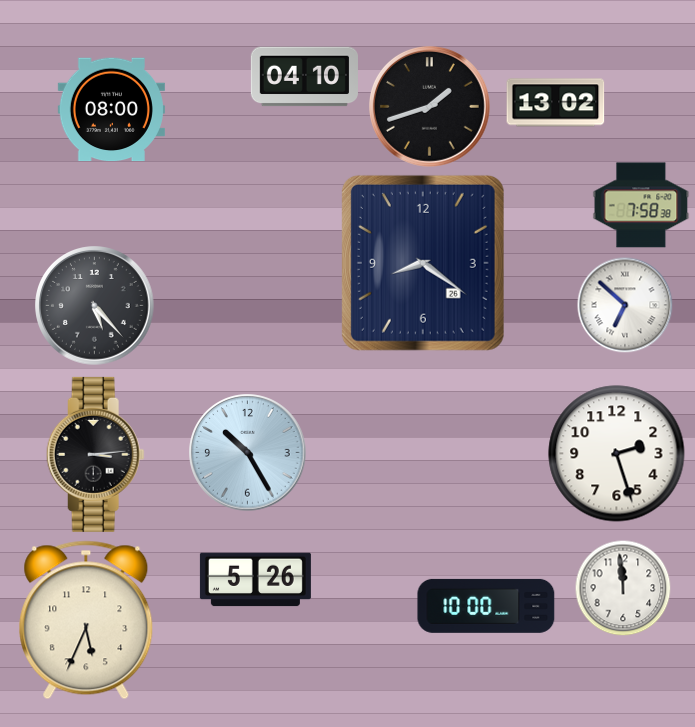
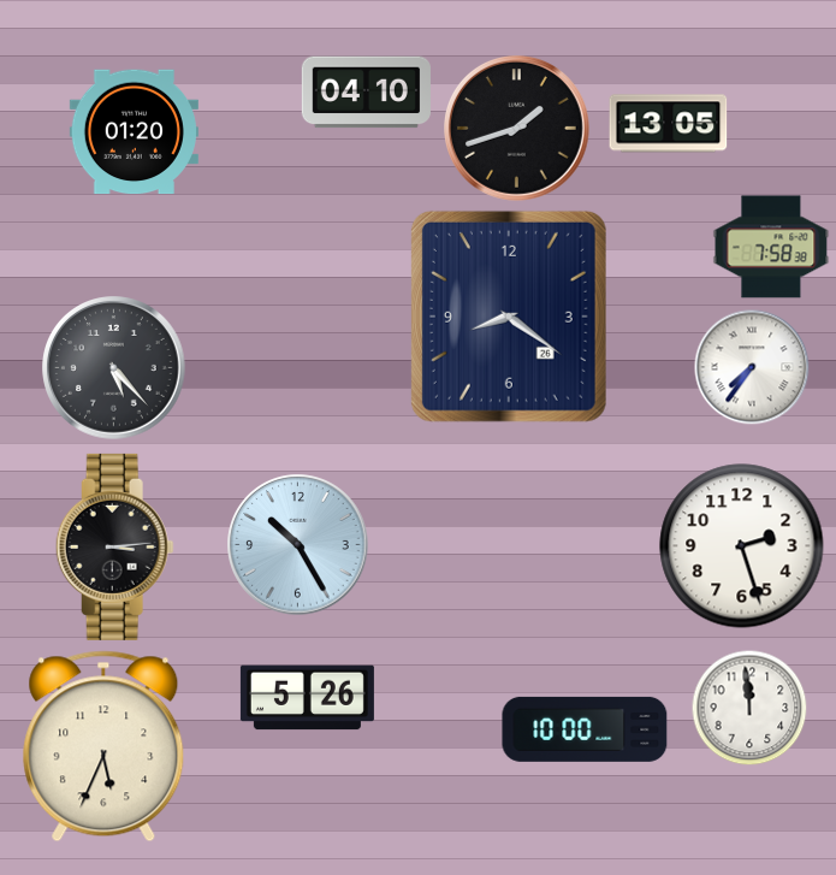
clock at (556, 103): 13:02 -> 13:05
clock at (111, 110): 08:00 -> 01:20
clock at (625, 305): 6:52 -> 7:36
